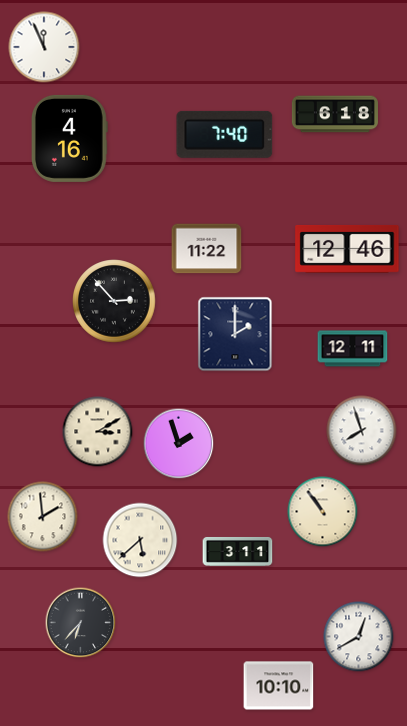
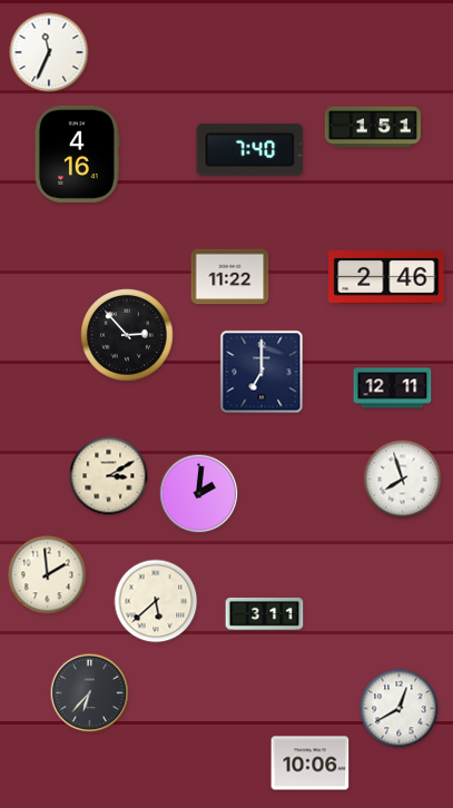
clock at (44, 47): 11:56 -> 11:34
clock at (335, 114): 6:18 -> 1:51
clock at (347, 249): 12:46 -> 2:46
clock at (235, 334): 2:00 -> 7:00
clock at (98, 432) position: (98, 432) -> (109, 476)
clock at (179, 444): 1:57 -> 2:01
clock at (323, 512): 10:54 -> none
clock at (279, 686): 10:10 -> 10:06
